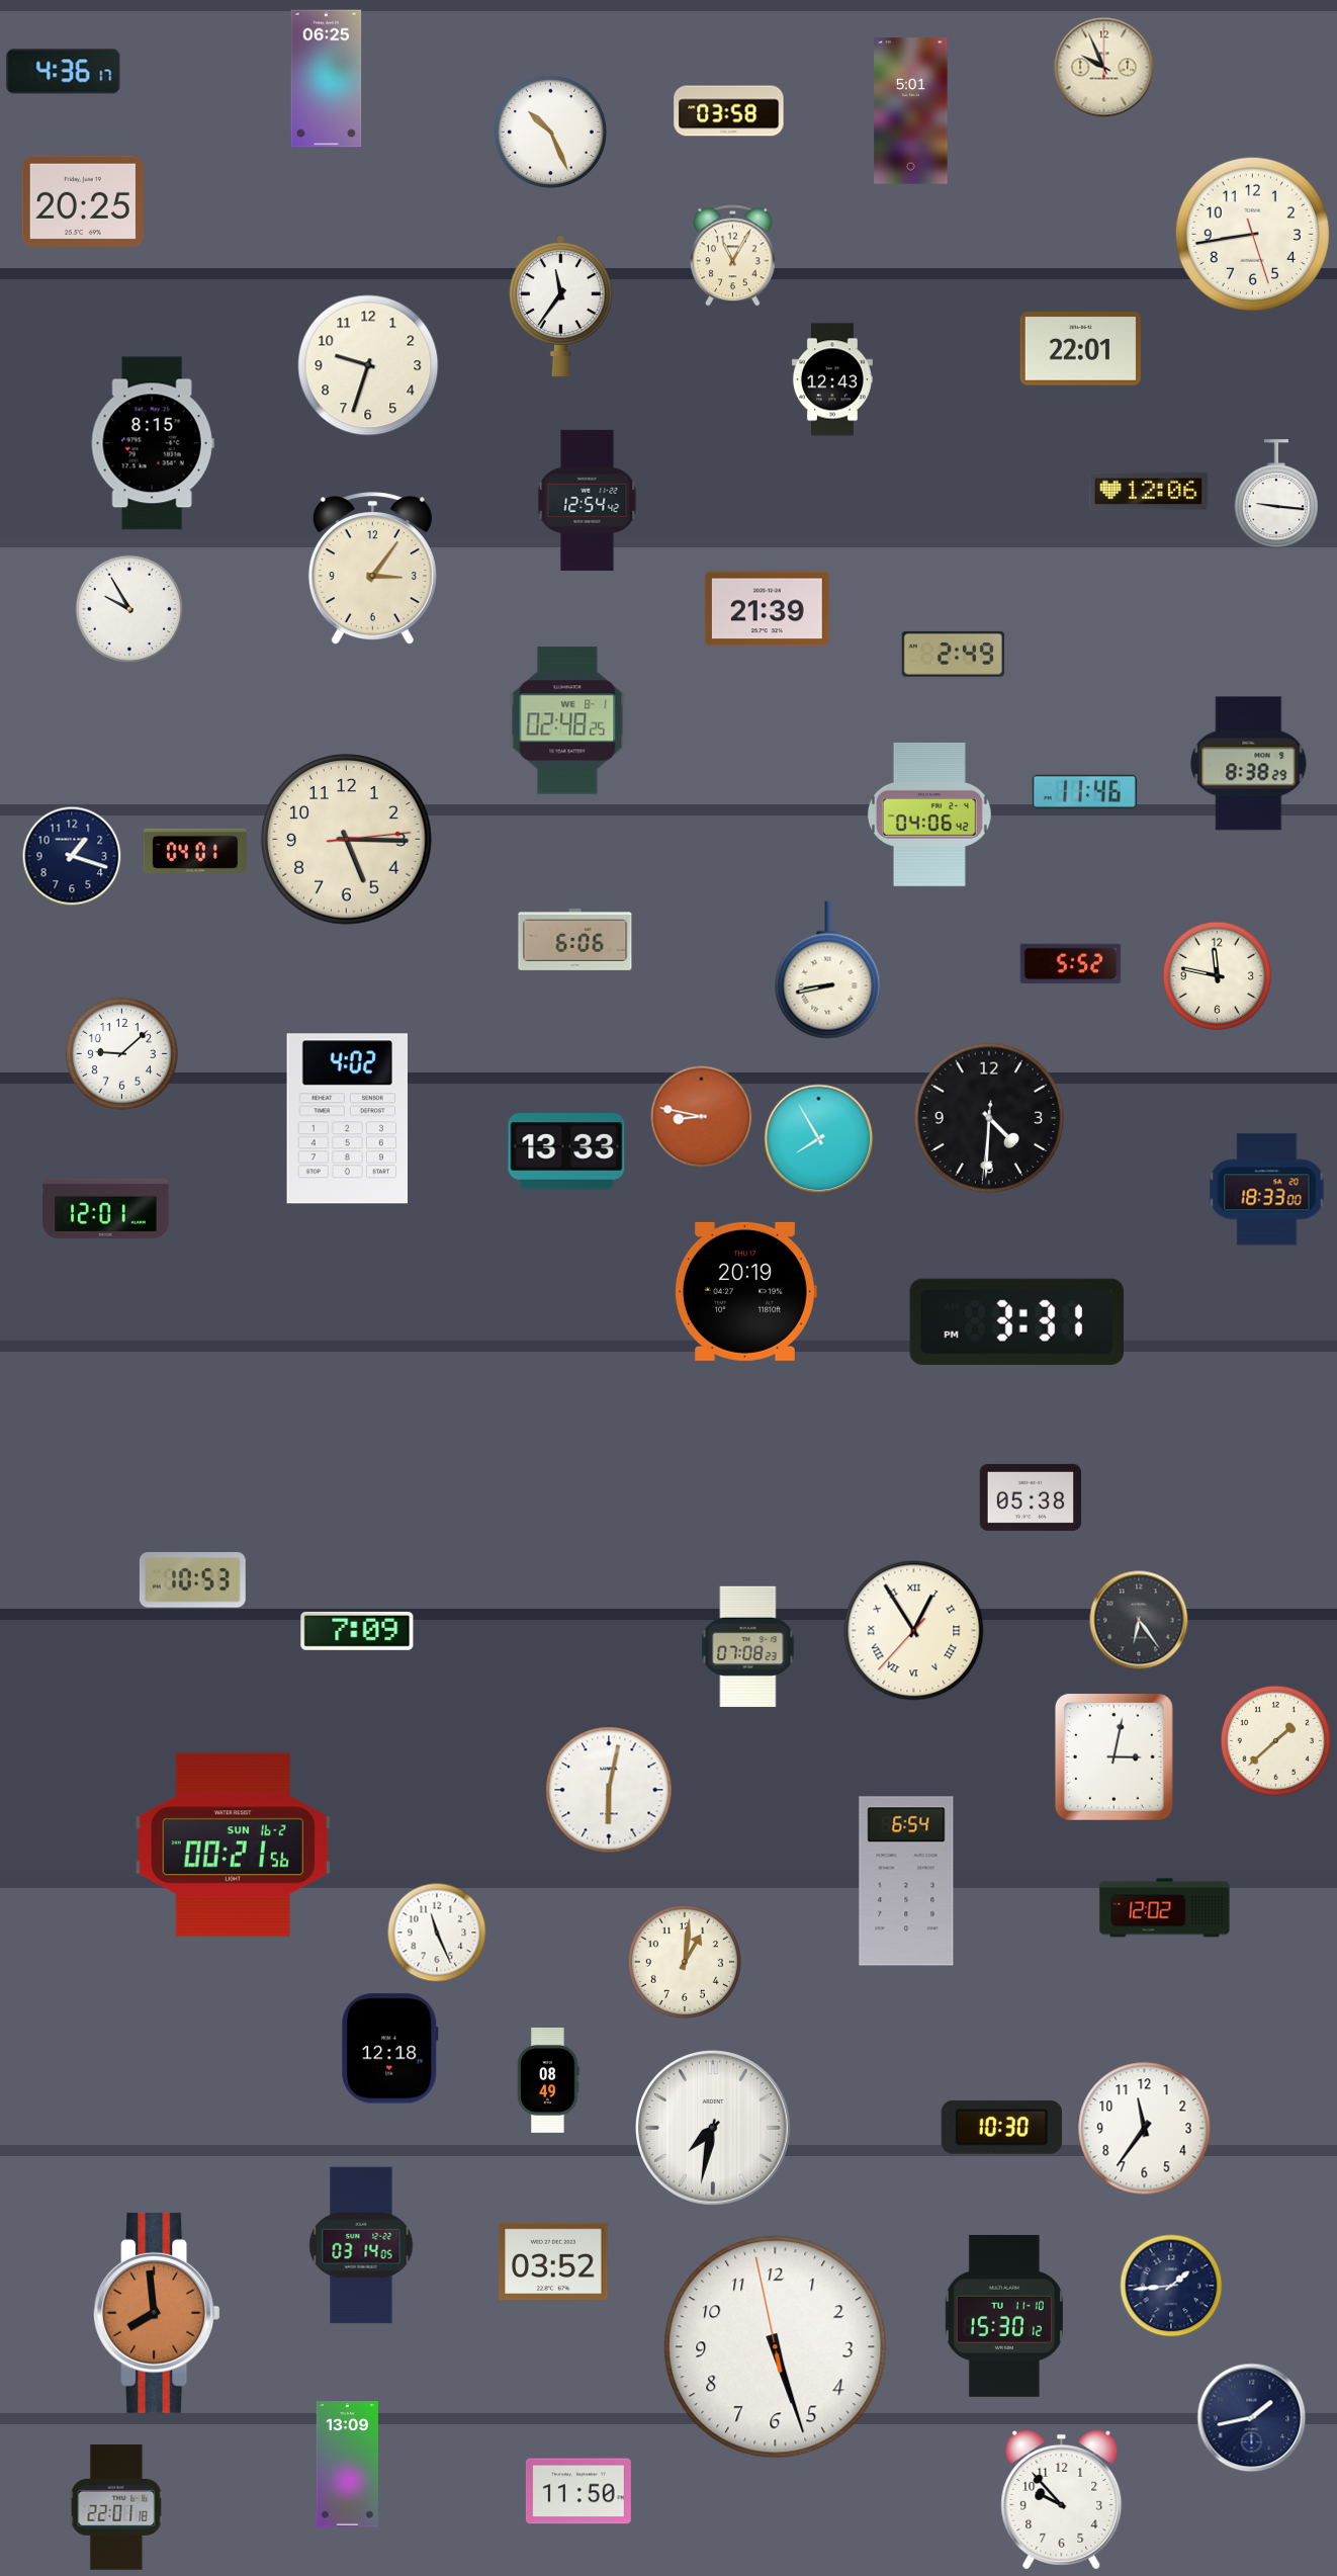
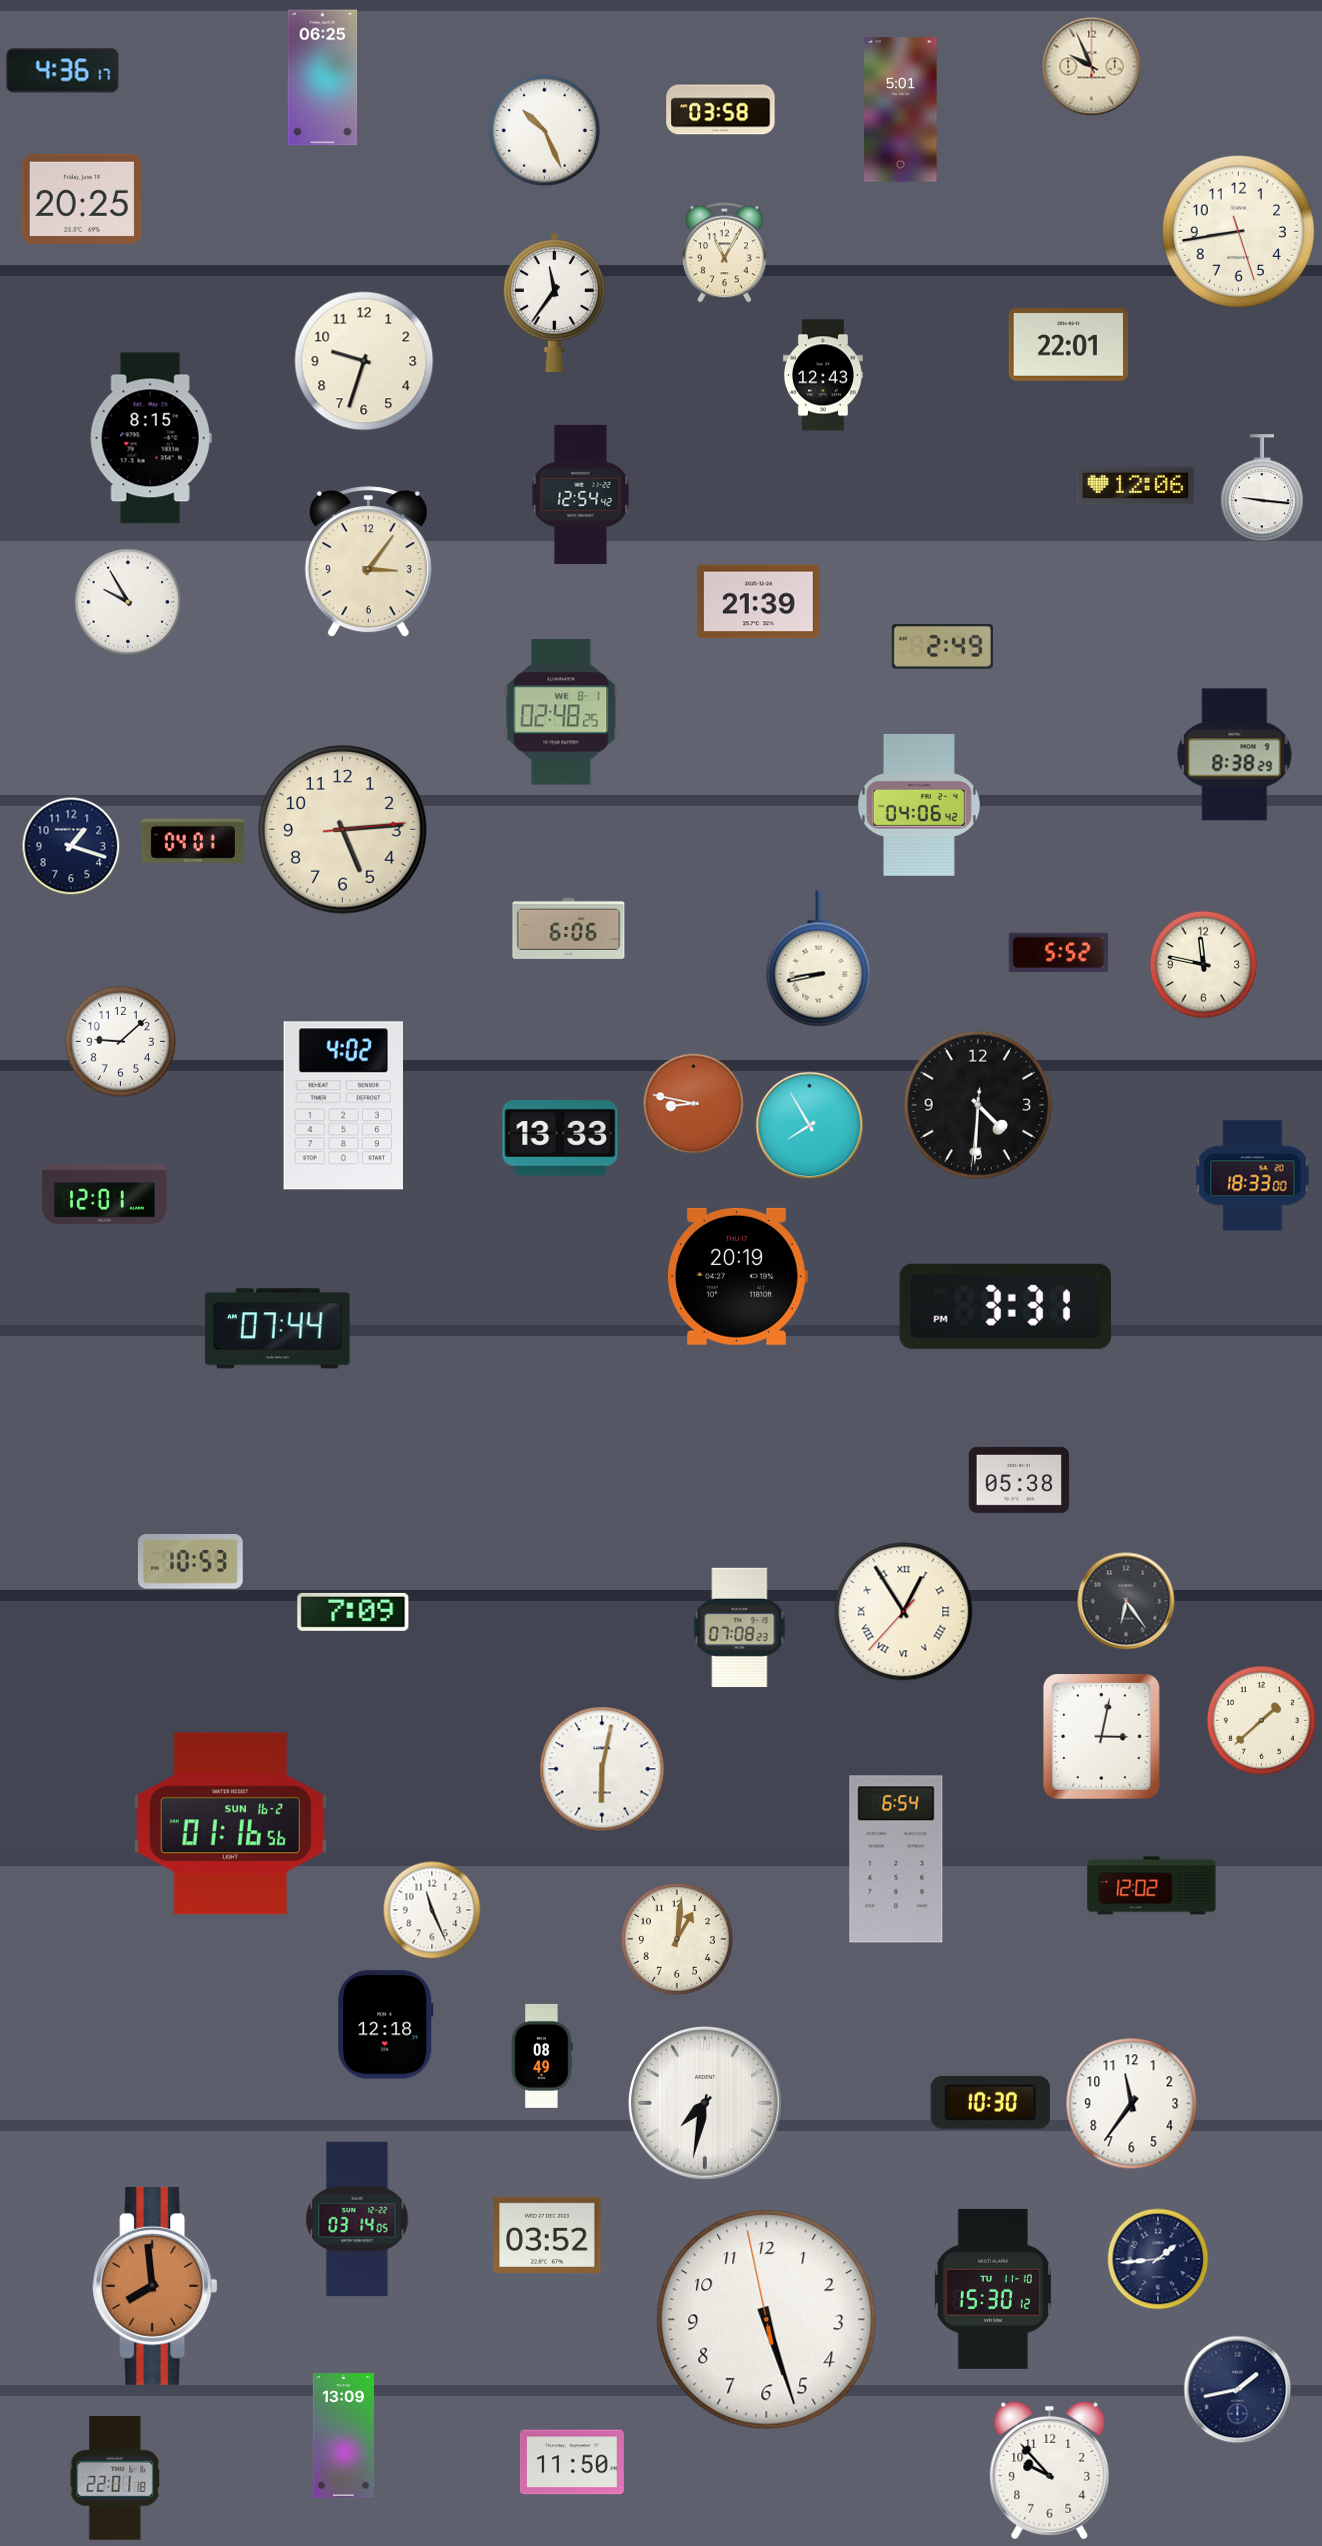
clock at (1084, 791): 11:46 -> none
clock at (347, 840): 5:15 -> 5:14
clock at (278, 1329): none -> 07:44
clock at (233, 1845): 00:21 -> 01:16
